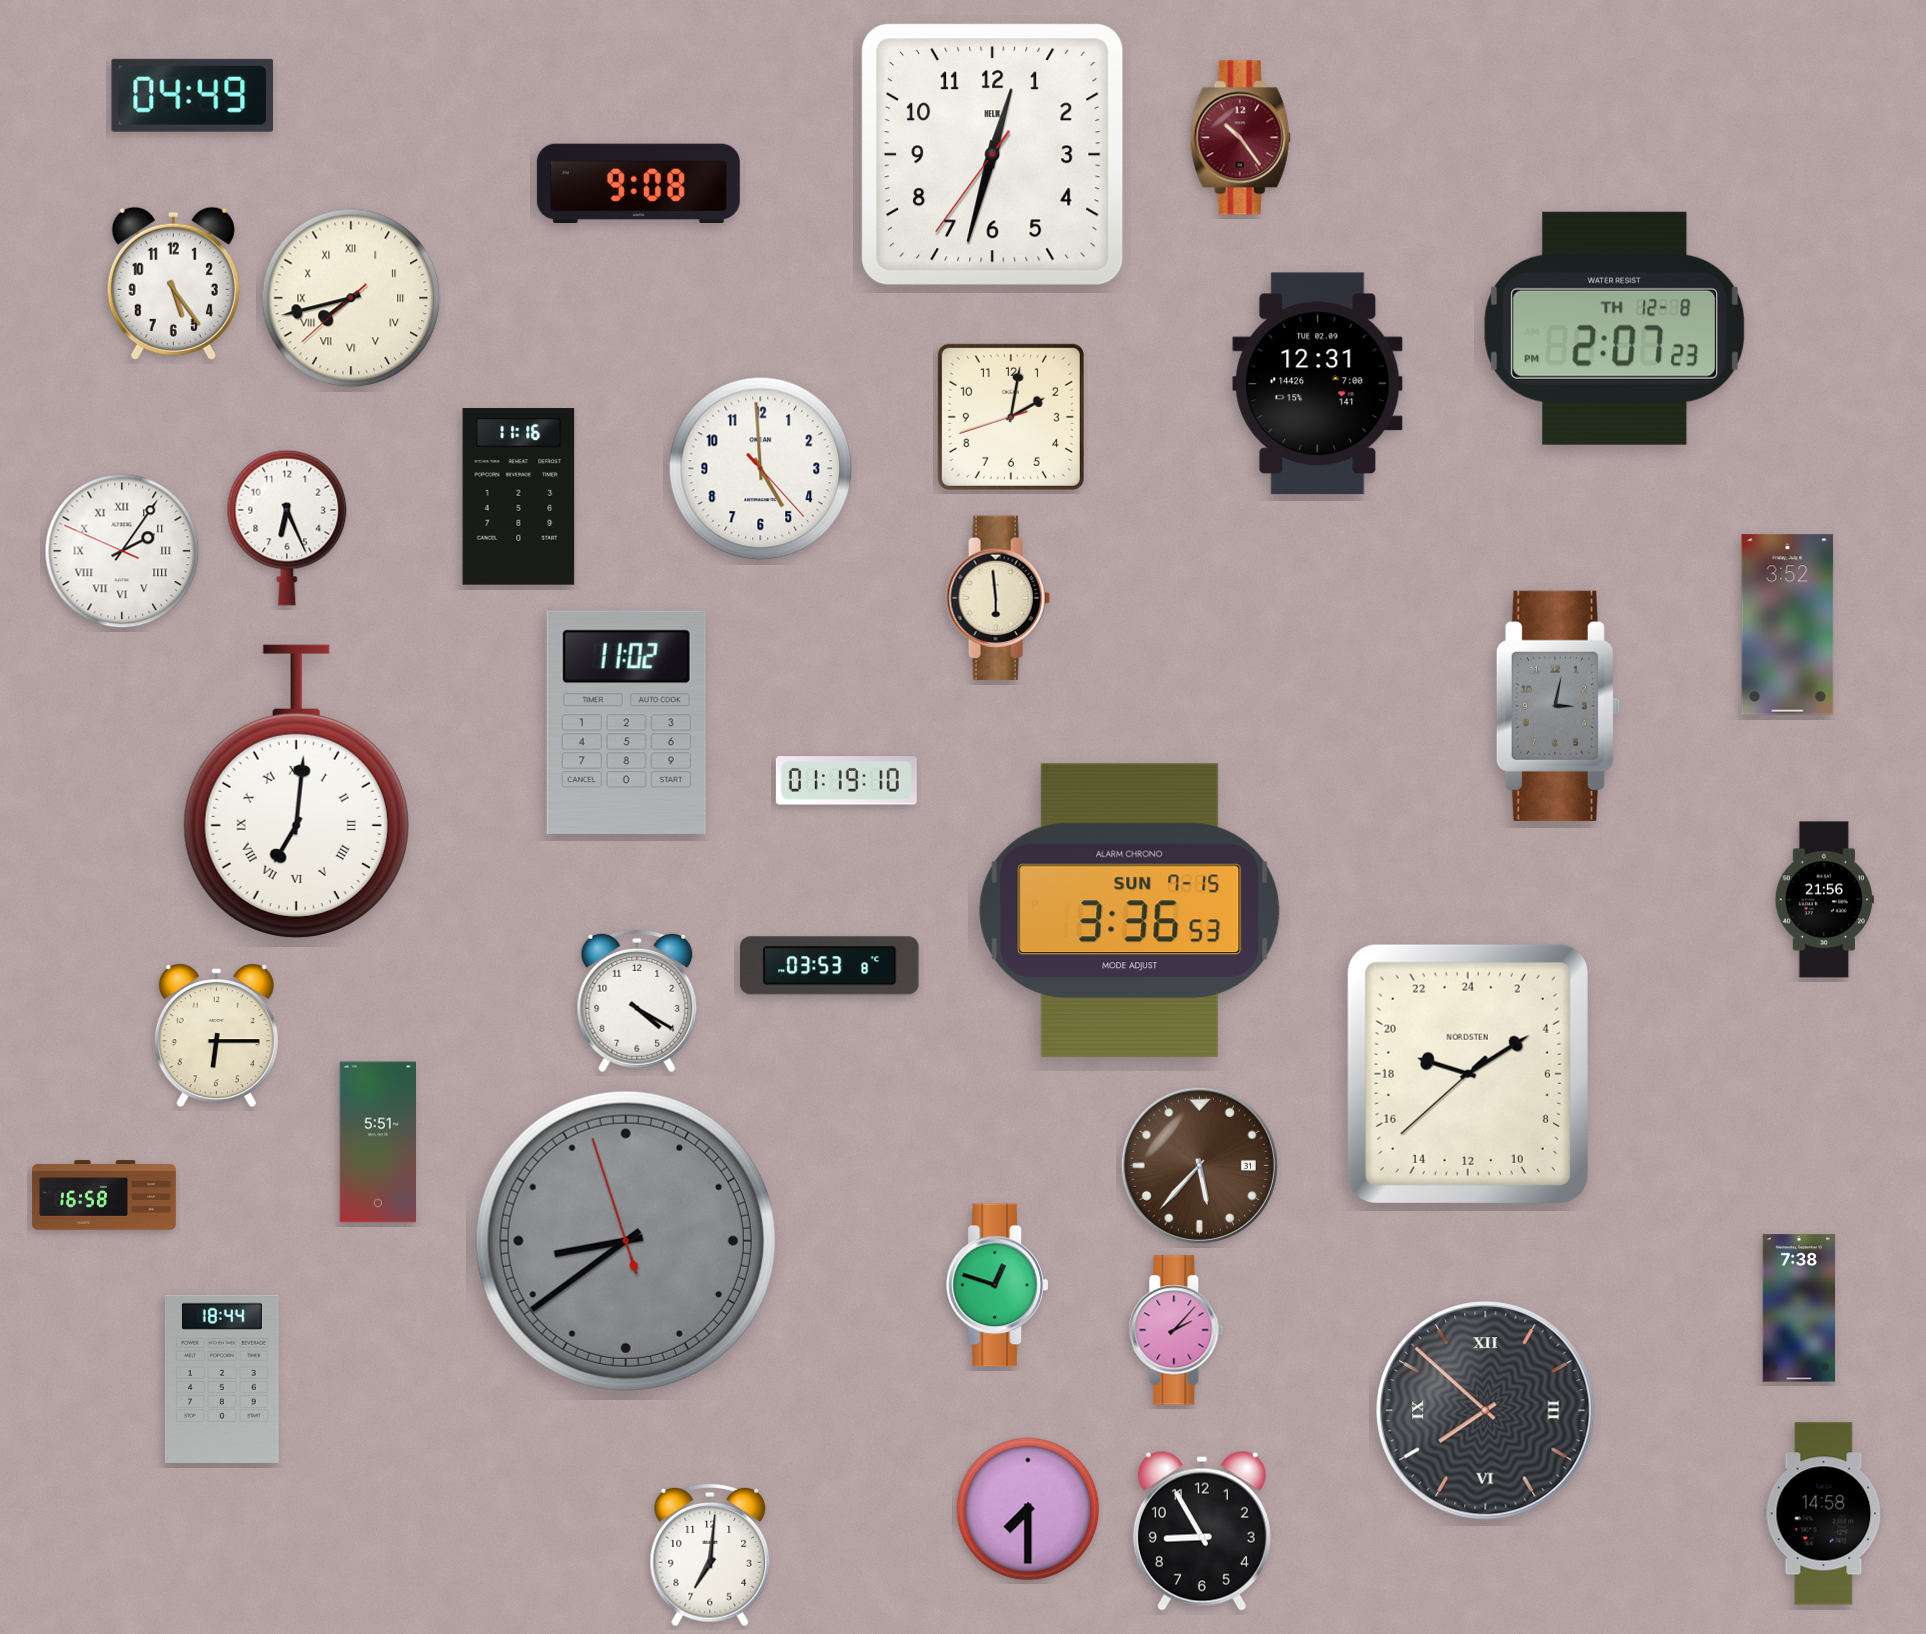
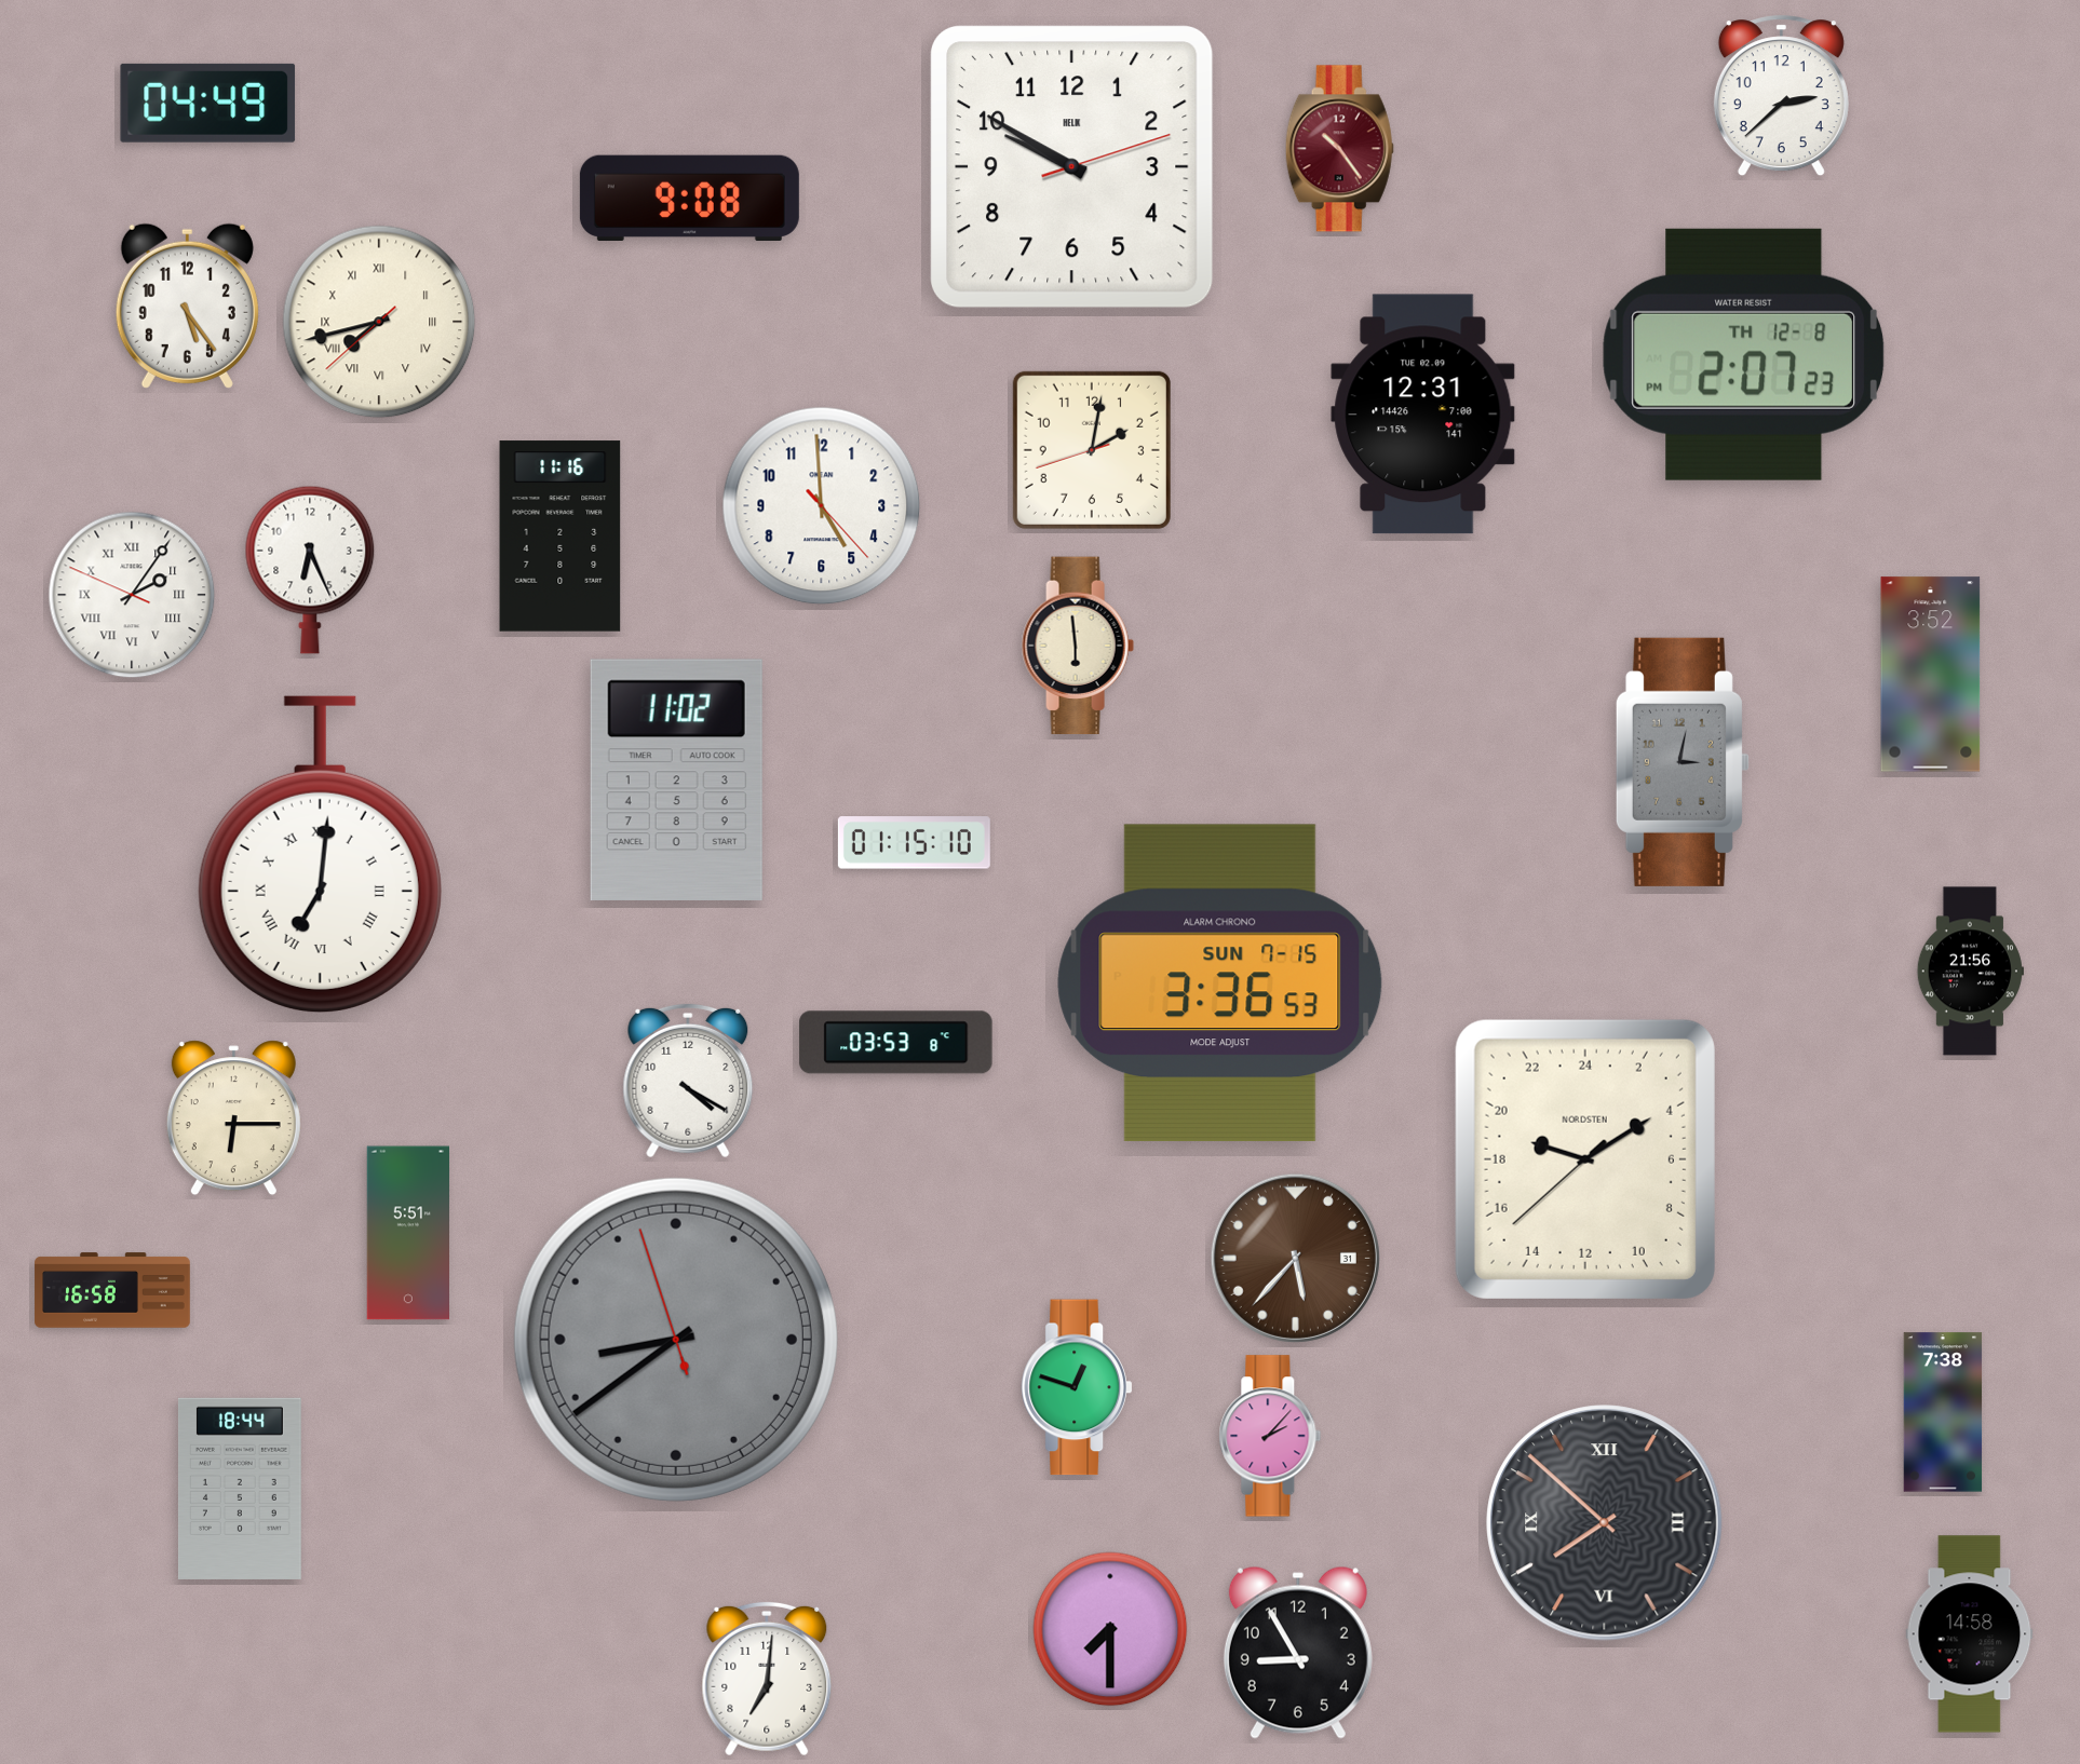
clock at (1781, 96): none -> 2:38
clock at (993, 155): 12:32 -> 9:50
clock at (846, 781): 01:19 -> 01:15
